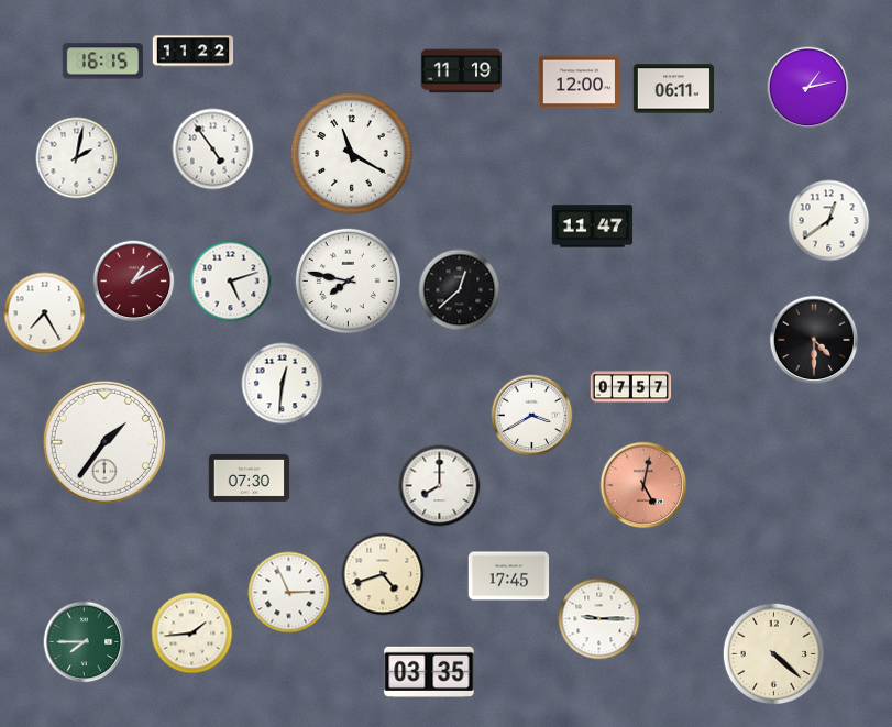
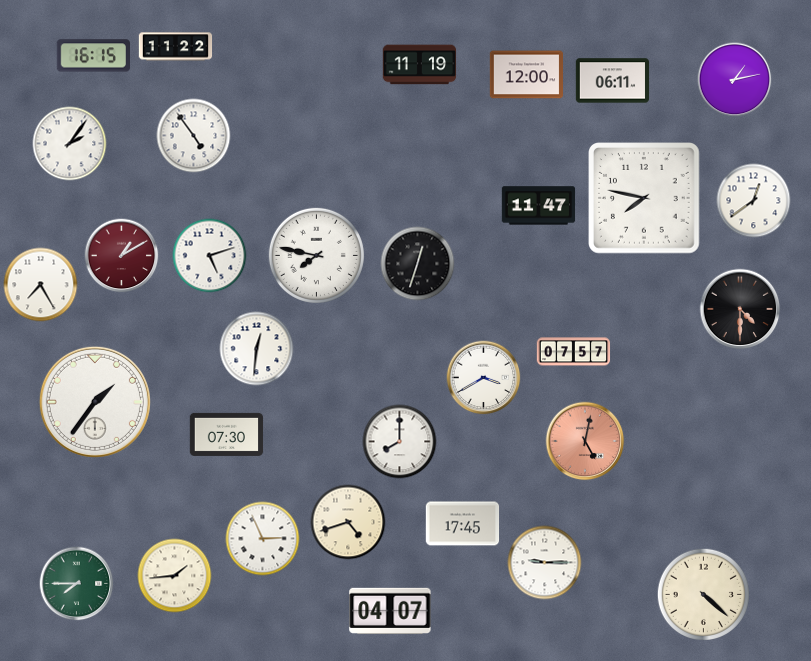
clock at (352, 154): 11:20 -> none
clock at (77, 158): 2:02 -> 2:06
clock at (645, 199): none -> 7:47
clock at (460, 290): 12:38 -> 12:33
clock at (429, 671): 03:35 -> 04:07
